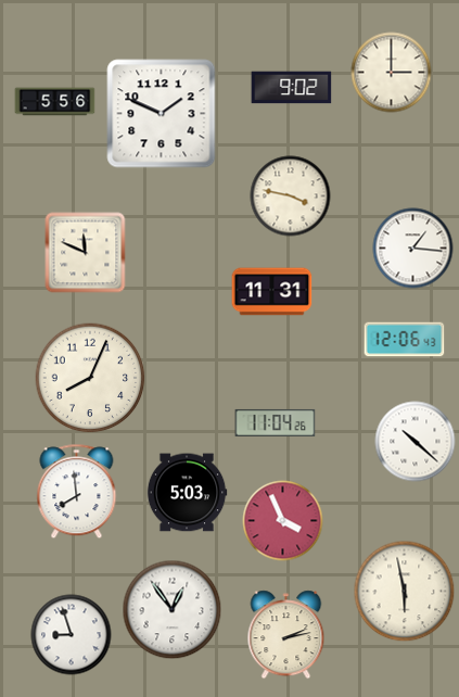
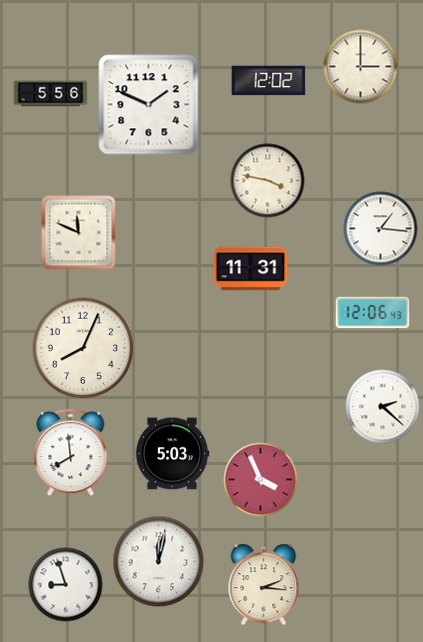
clock at (292, 88): 9:02 -> 12:02
clock at (276, 422): 11:04 -> none
clock at (416, 442): 10:22 -> 2:22
clock at (405, 592): 5:58 -> none
clock at (173, 610): 12:54 -> 12:02
clock at (286, 635): 2:13 -> 2:16
